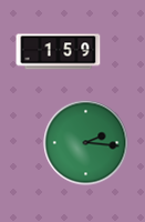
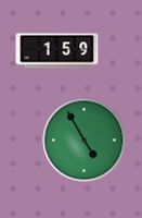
clock at (86, 143): 2:16 -> 4:55
